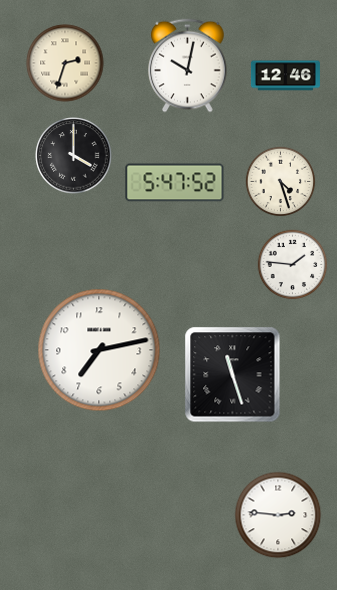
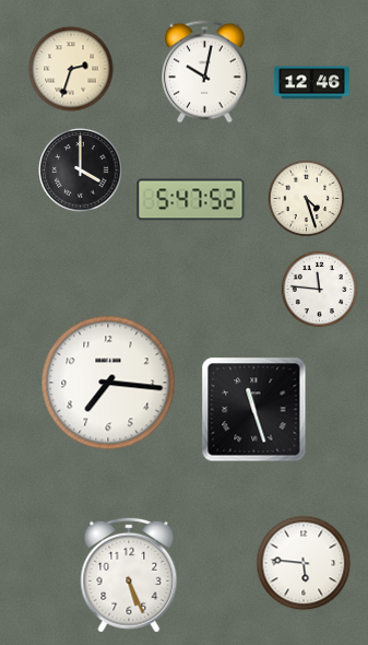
clock at (293, 265): 1:46 -> 11:46
clock at (99, 350): 7:13 -> 7:16
clock at (278, 515): 2:46 -> 5:46
clock at (129, 575): none -> 5:26
